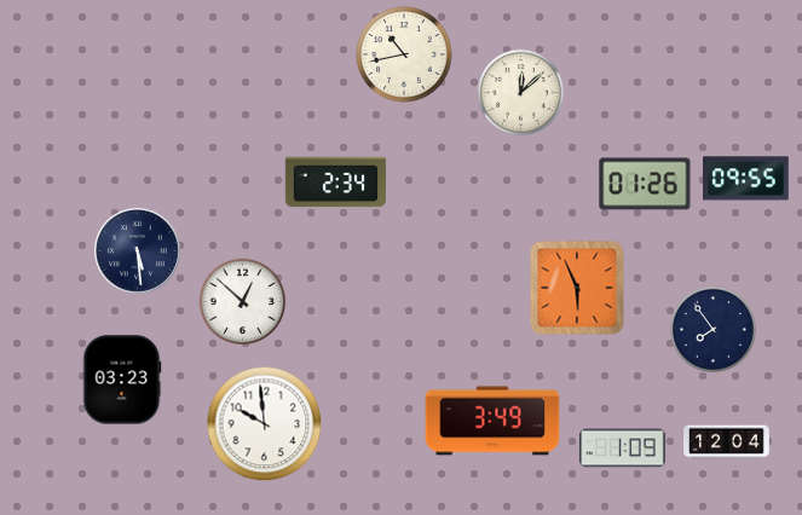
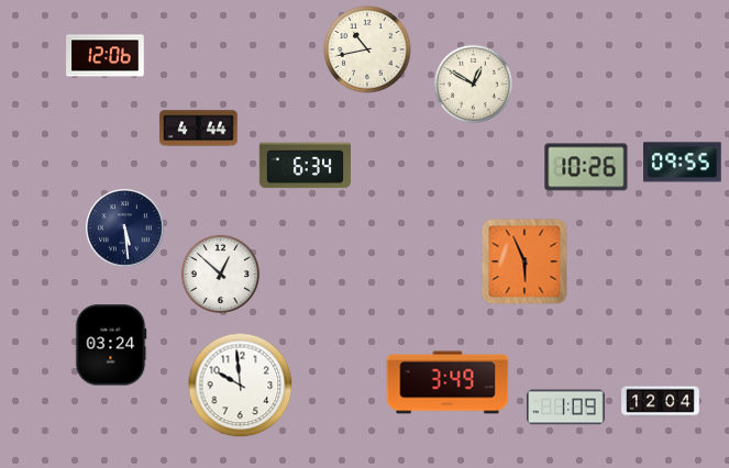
clock at (106, 56): none -> 12:06
clock at (520, 92): 12:08 -> 12:50
clock at (199, 129): none -> 4:44
clock at (746, 179) position: (746, 179) -> (683, 163)
clock at (335, 183): 2:34 -> 6:34
clock at (645, 184): 01:26 -> 10:26
clock at (712, 329): 7:54 -> none
clock at (122, 380): 03:23 -> 03:24
